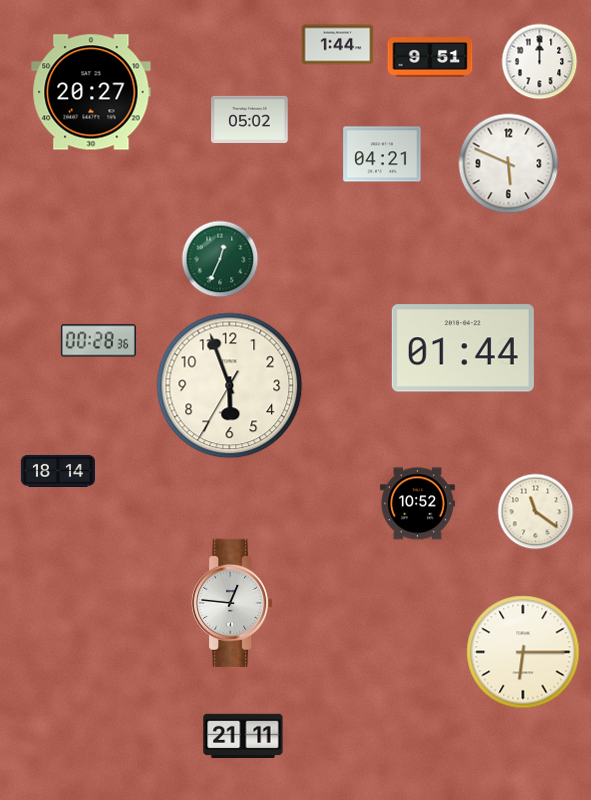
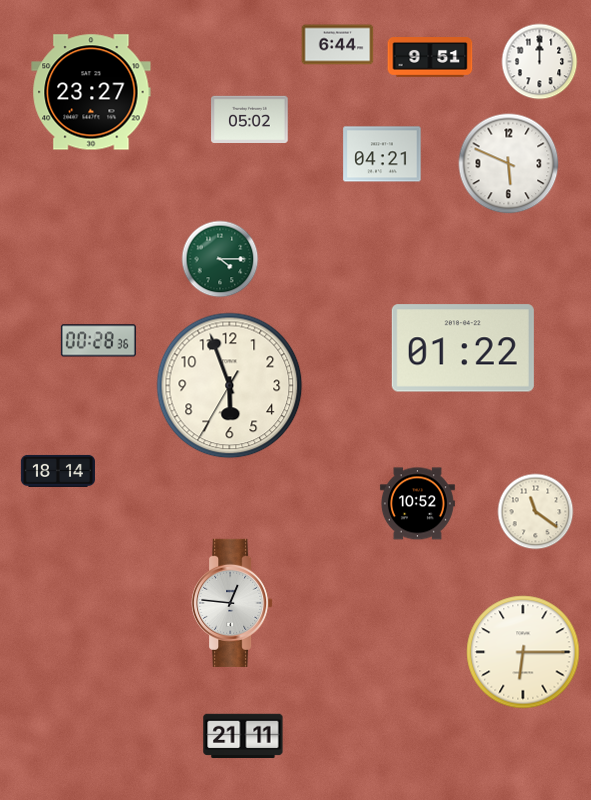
clock at (338, 45): 1:44 -> 6:44
clock at (91, 92): 20:27 -> 23:27
clock at (220, 259): 12:34 -> 4:15
clock at (463, 348): 01:44 -> 01:22
